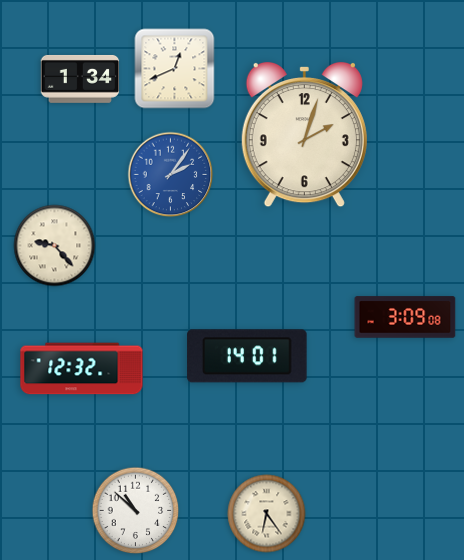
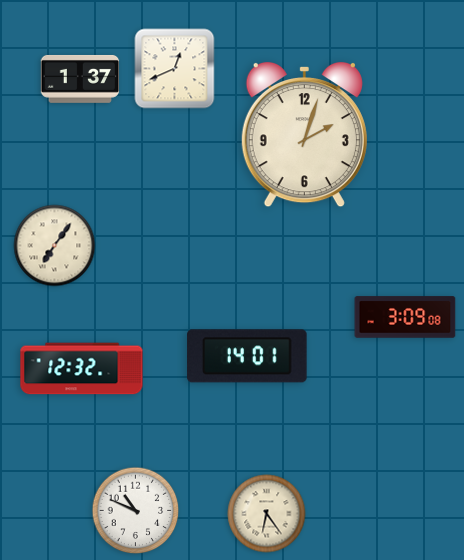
clock at (80, 79): 1:34 -> 1:37
clock at (171, 175): 2:06 -> none
clock at (55, 246): 9:23 -> 7:06
clock at (136, 511): 10:52 -> 10:49
